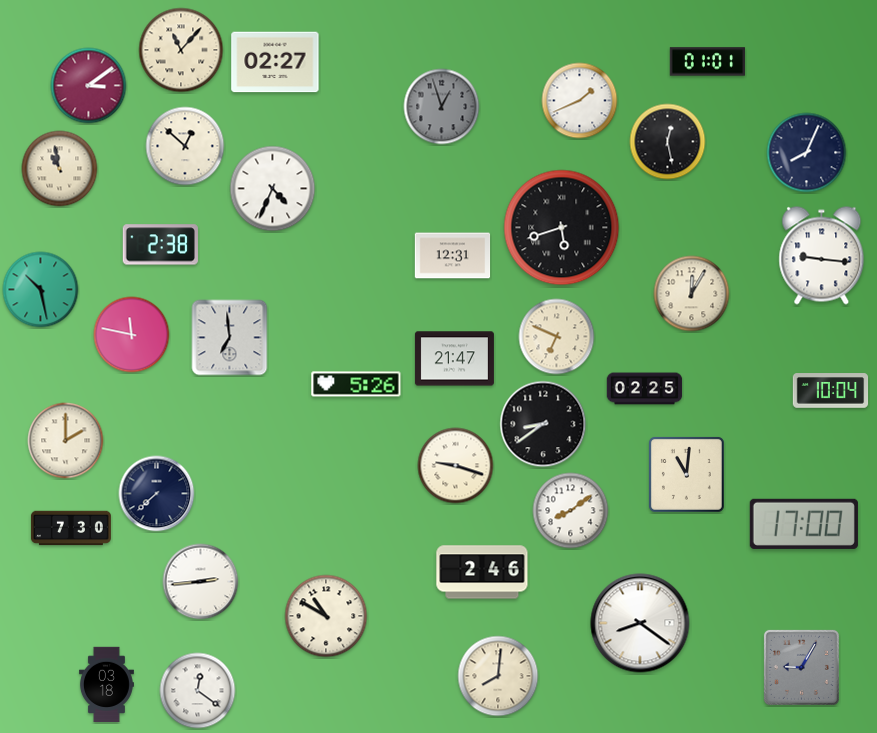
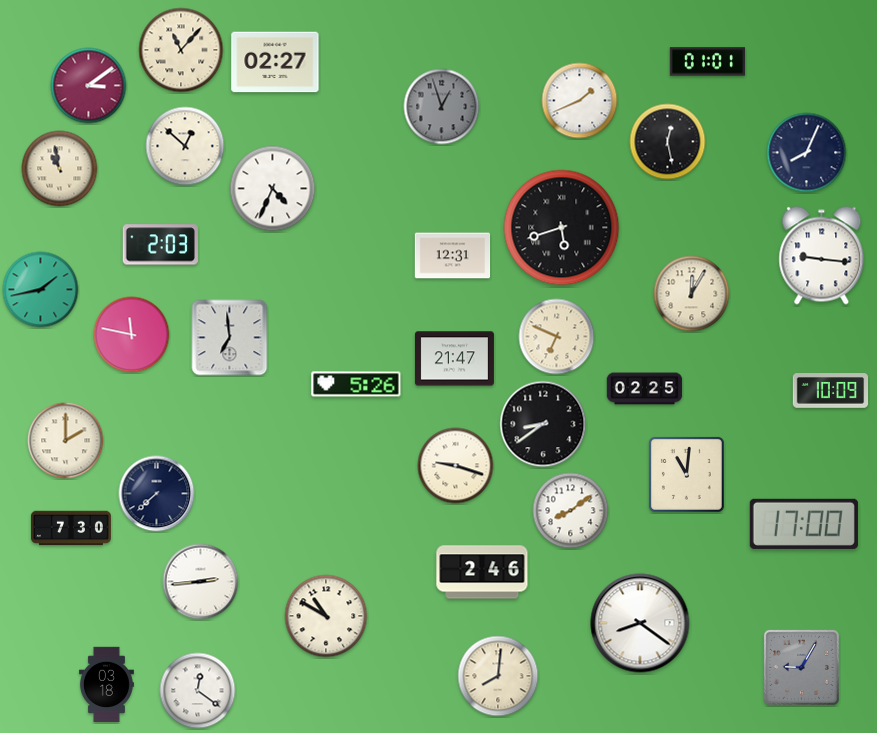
clock at (160, 245): 2:38 -> 2:03
clock at (41, 290): 10:28 -> 1:43
clock at (831, 391): 10:04 -> 10:09
